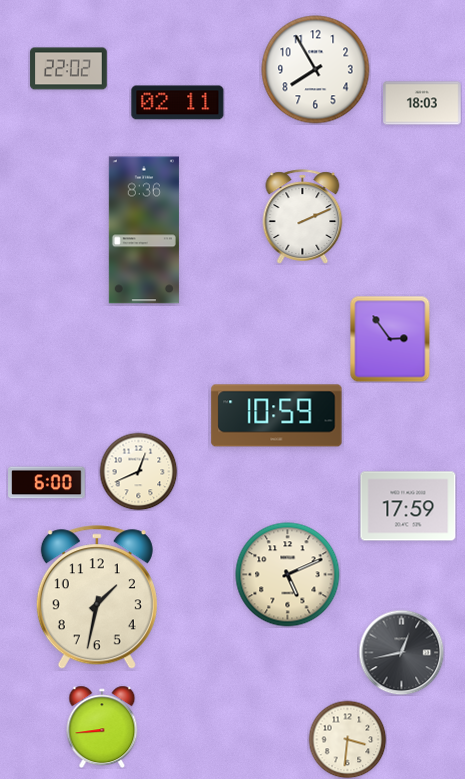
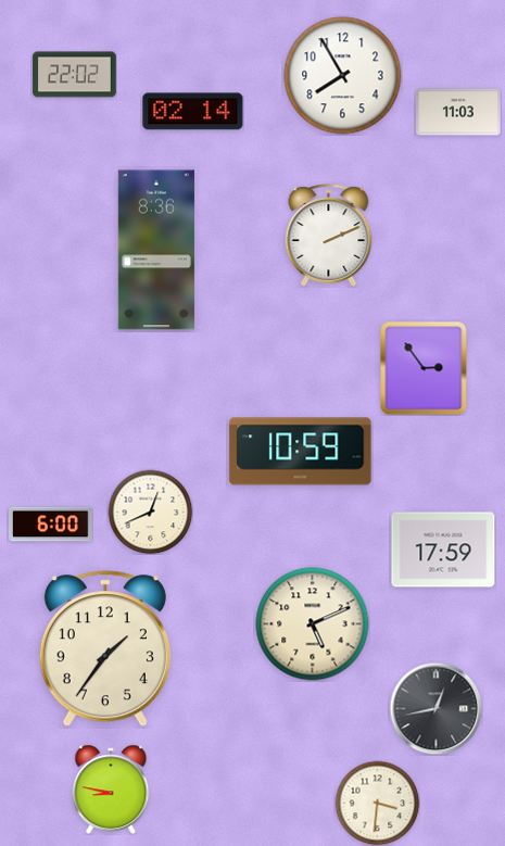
clock at (178, 103): 02:11 -> 02:14
clock at (422, 103): 18:03 -> 11:03
clock at (97, 598): 1:32 -> 1:36
clock at (102, 727): 8:44 -> 8:47
